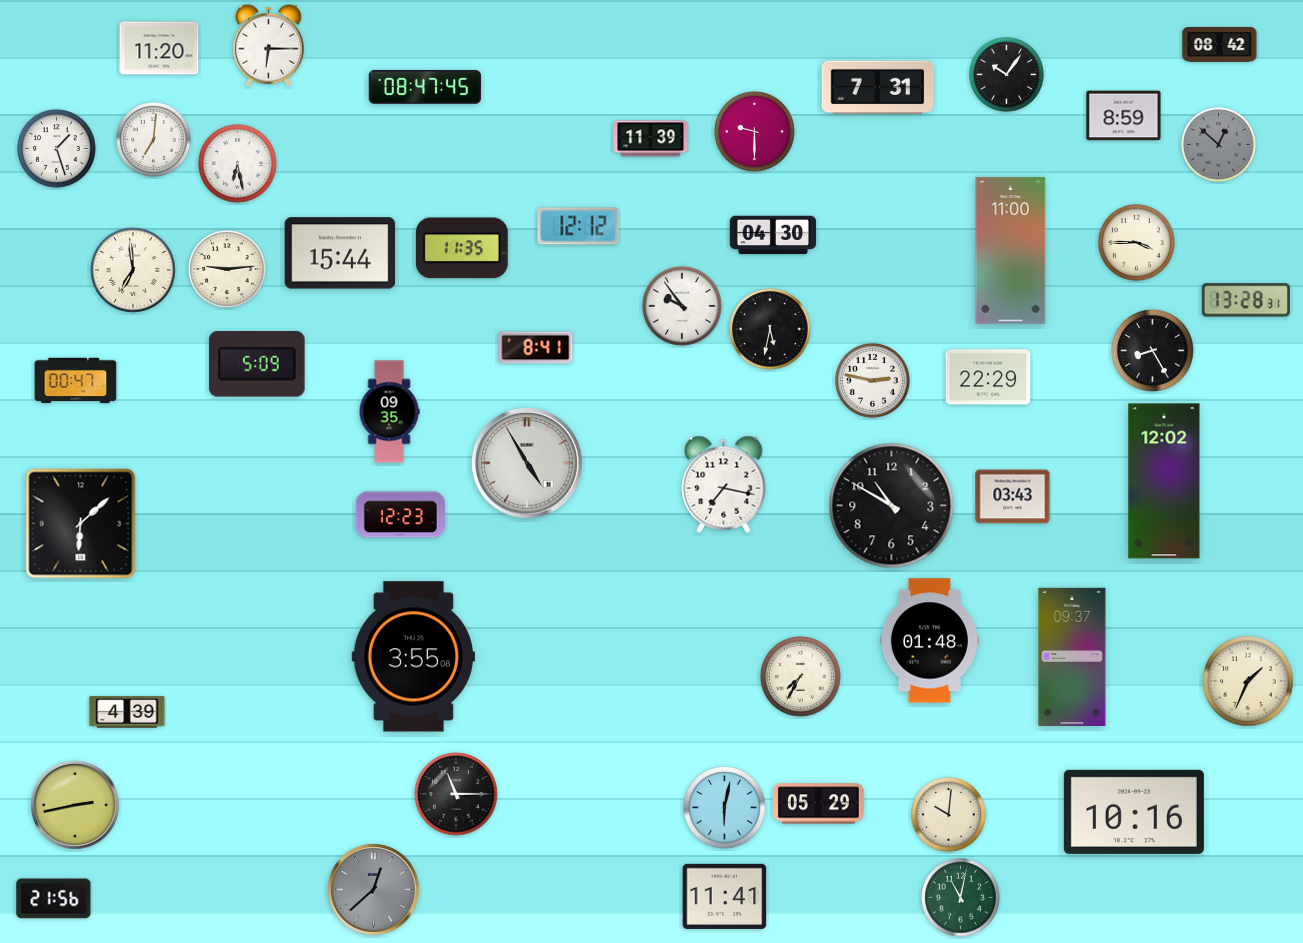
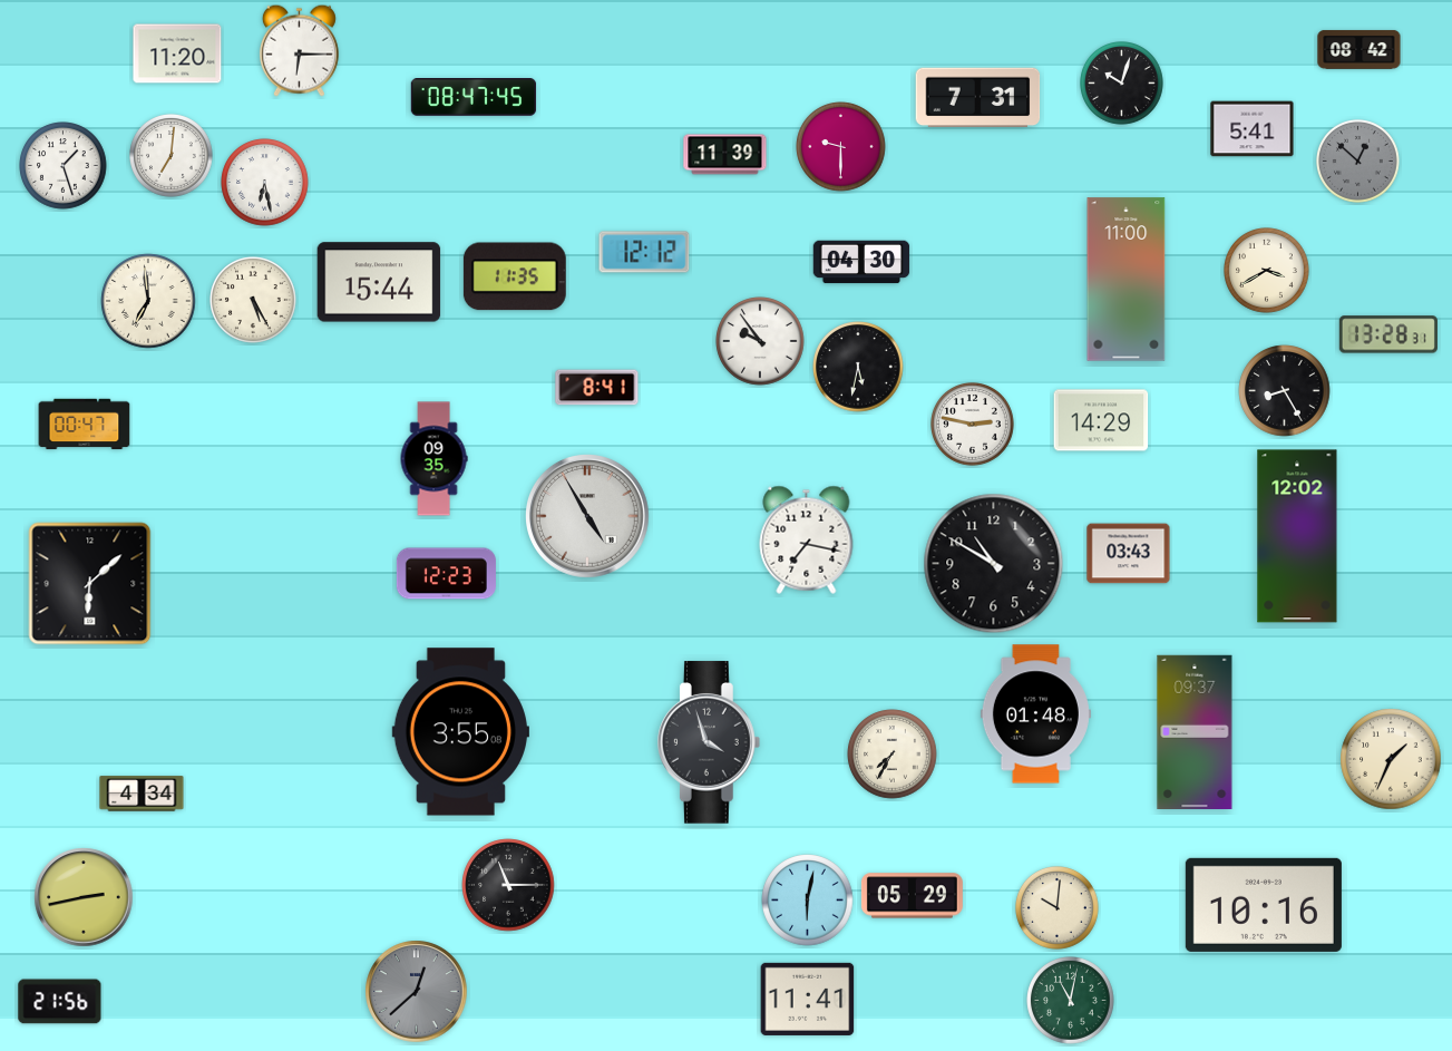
clock at (1007, 75): 10:06 -> 10:03
clock at (1124, 116): 8:59 -> 5:41
clock at (1137, 243): 3:45 -> 3:40
clock at (227, 269): 9:14 -> 5:25
clock at (257, 364): 5:09 -> none
clock at (988, 377): 22:29 -> 14:29
clock at (709, 742): none -> 3:57
clock at (127, 712): 4:39 -> 4:34
